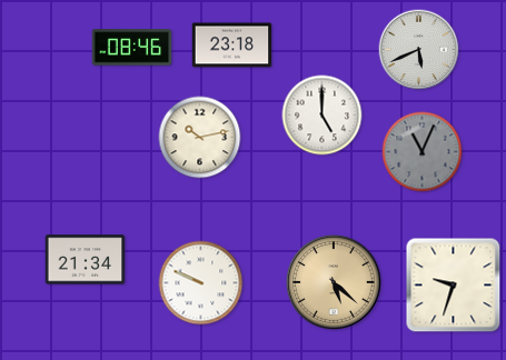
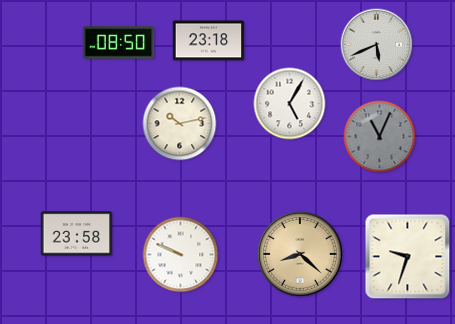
clock at (132, 48): 08:46 -> 08:50
clock at (323, 116): 5:00 -> 5:05
clock at (86, 260): 21:34 -> 23:58
clock at (334, 282): 5:22 -> 8:22
